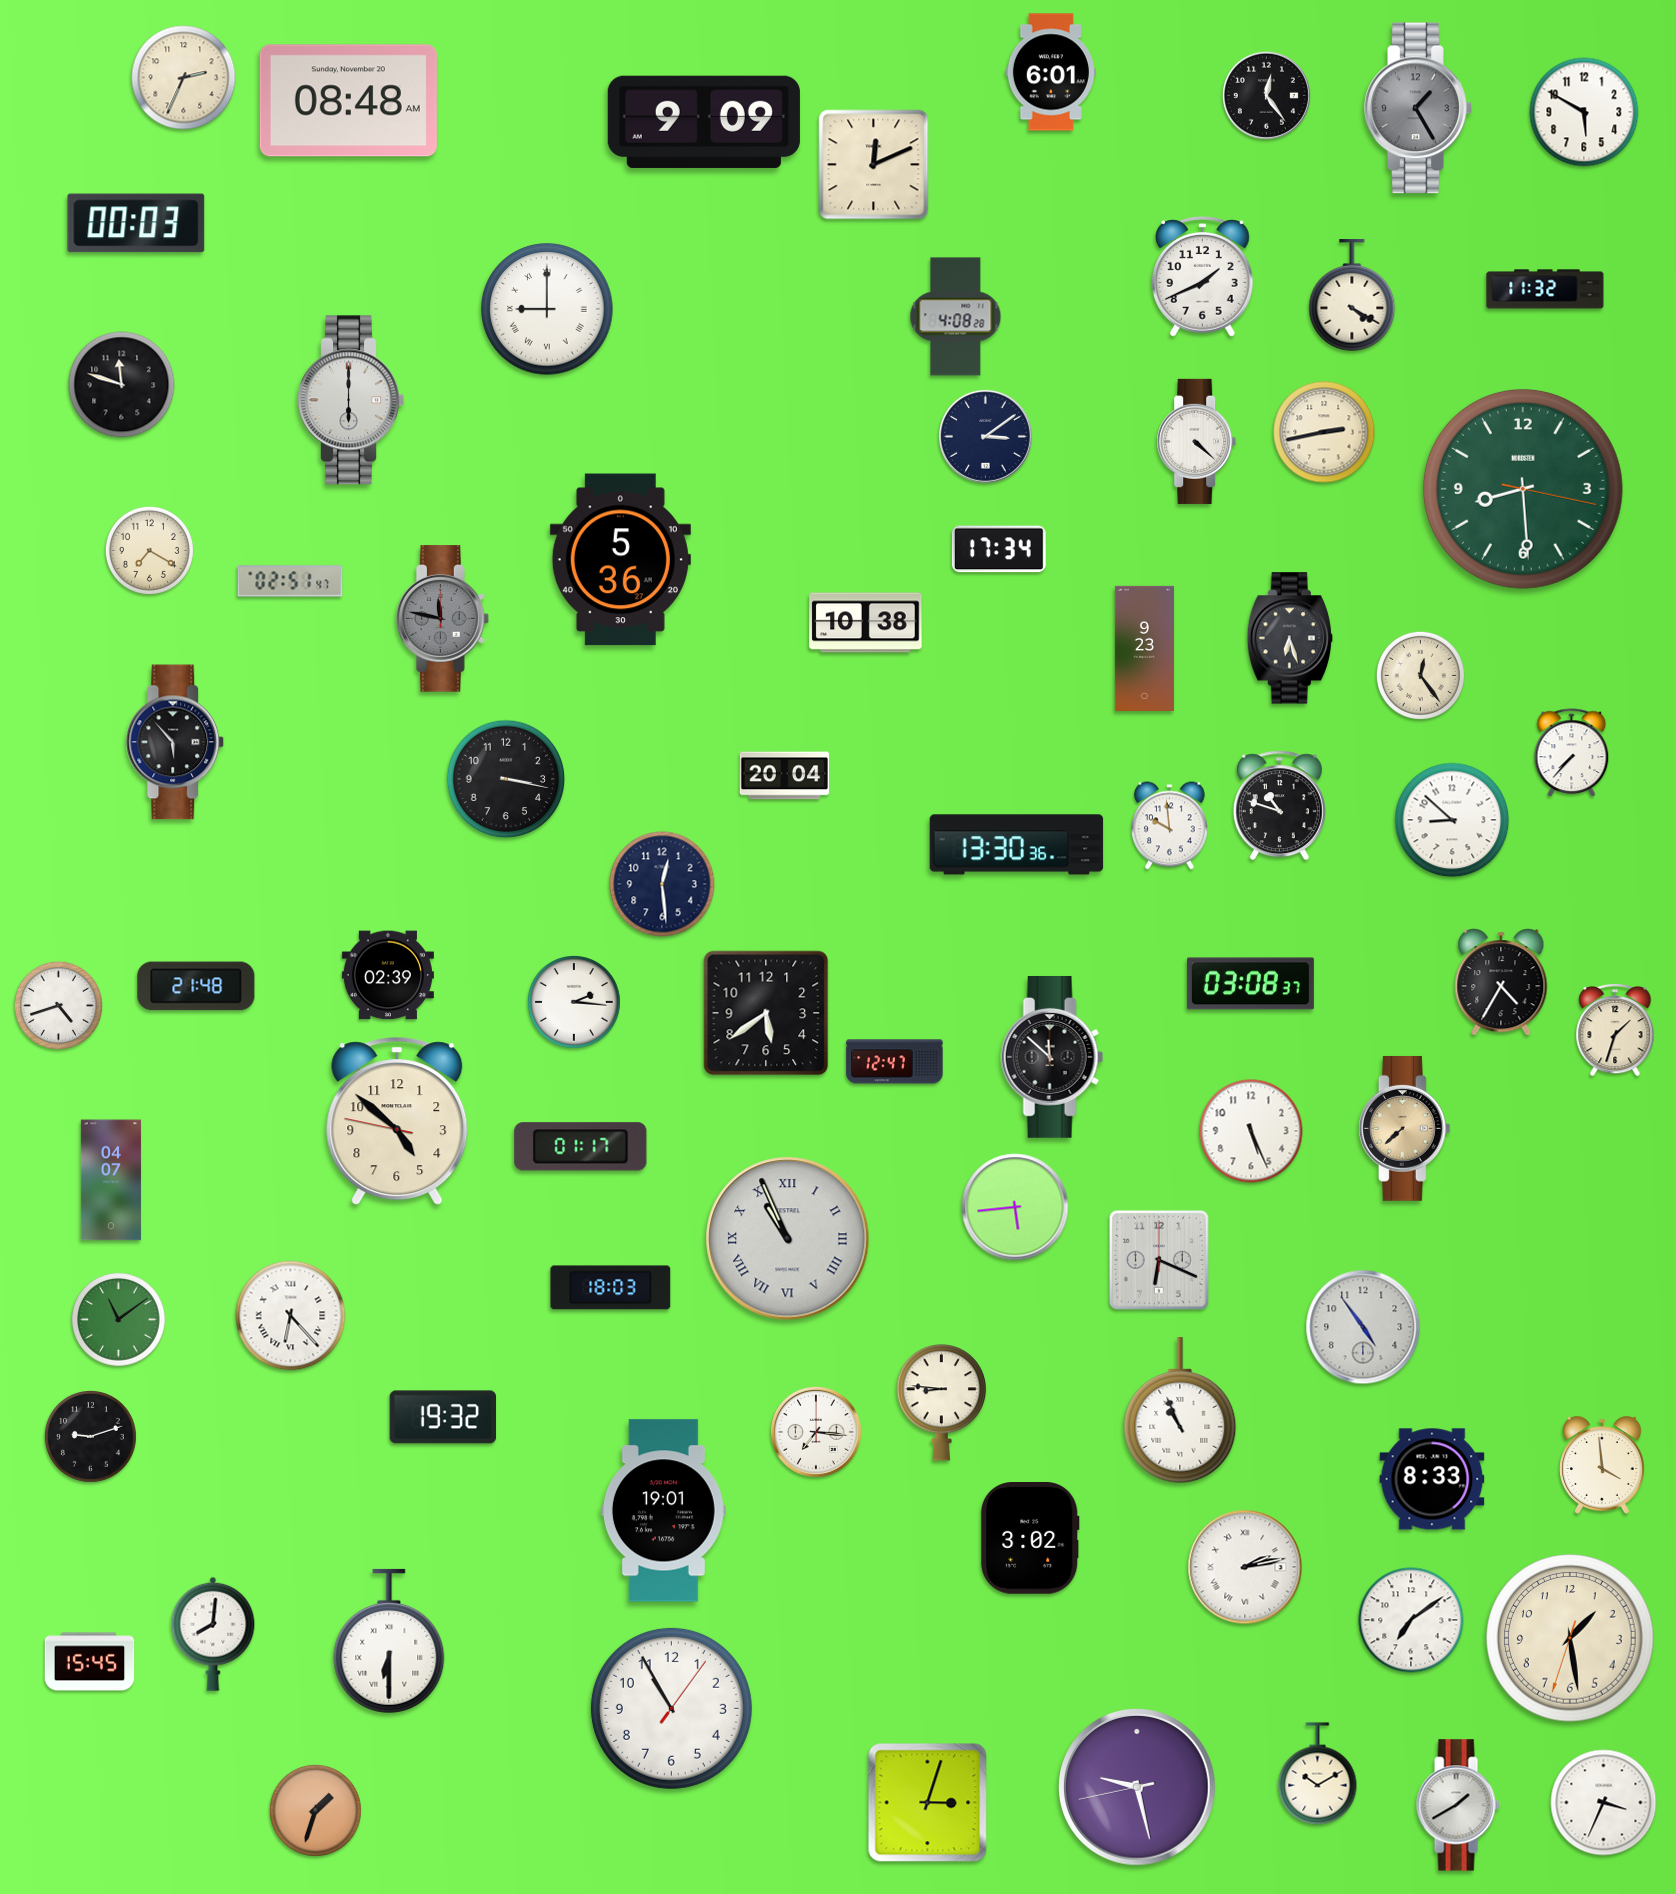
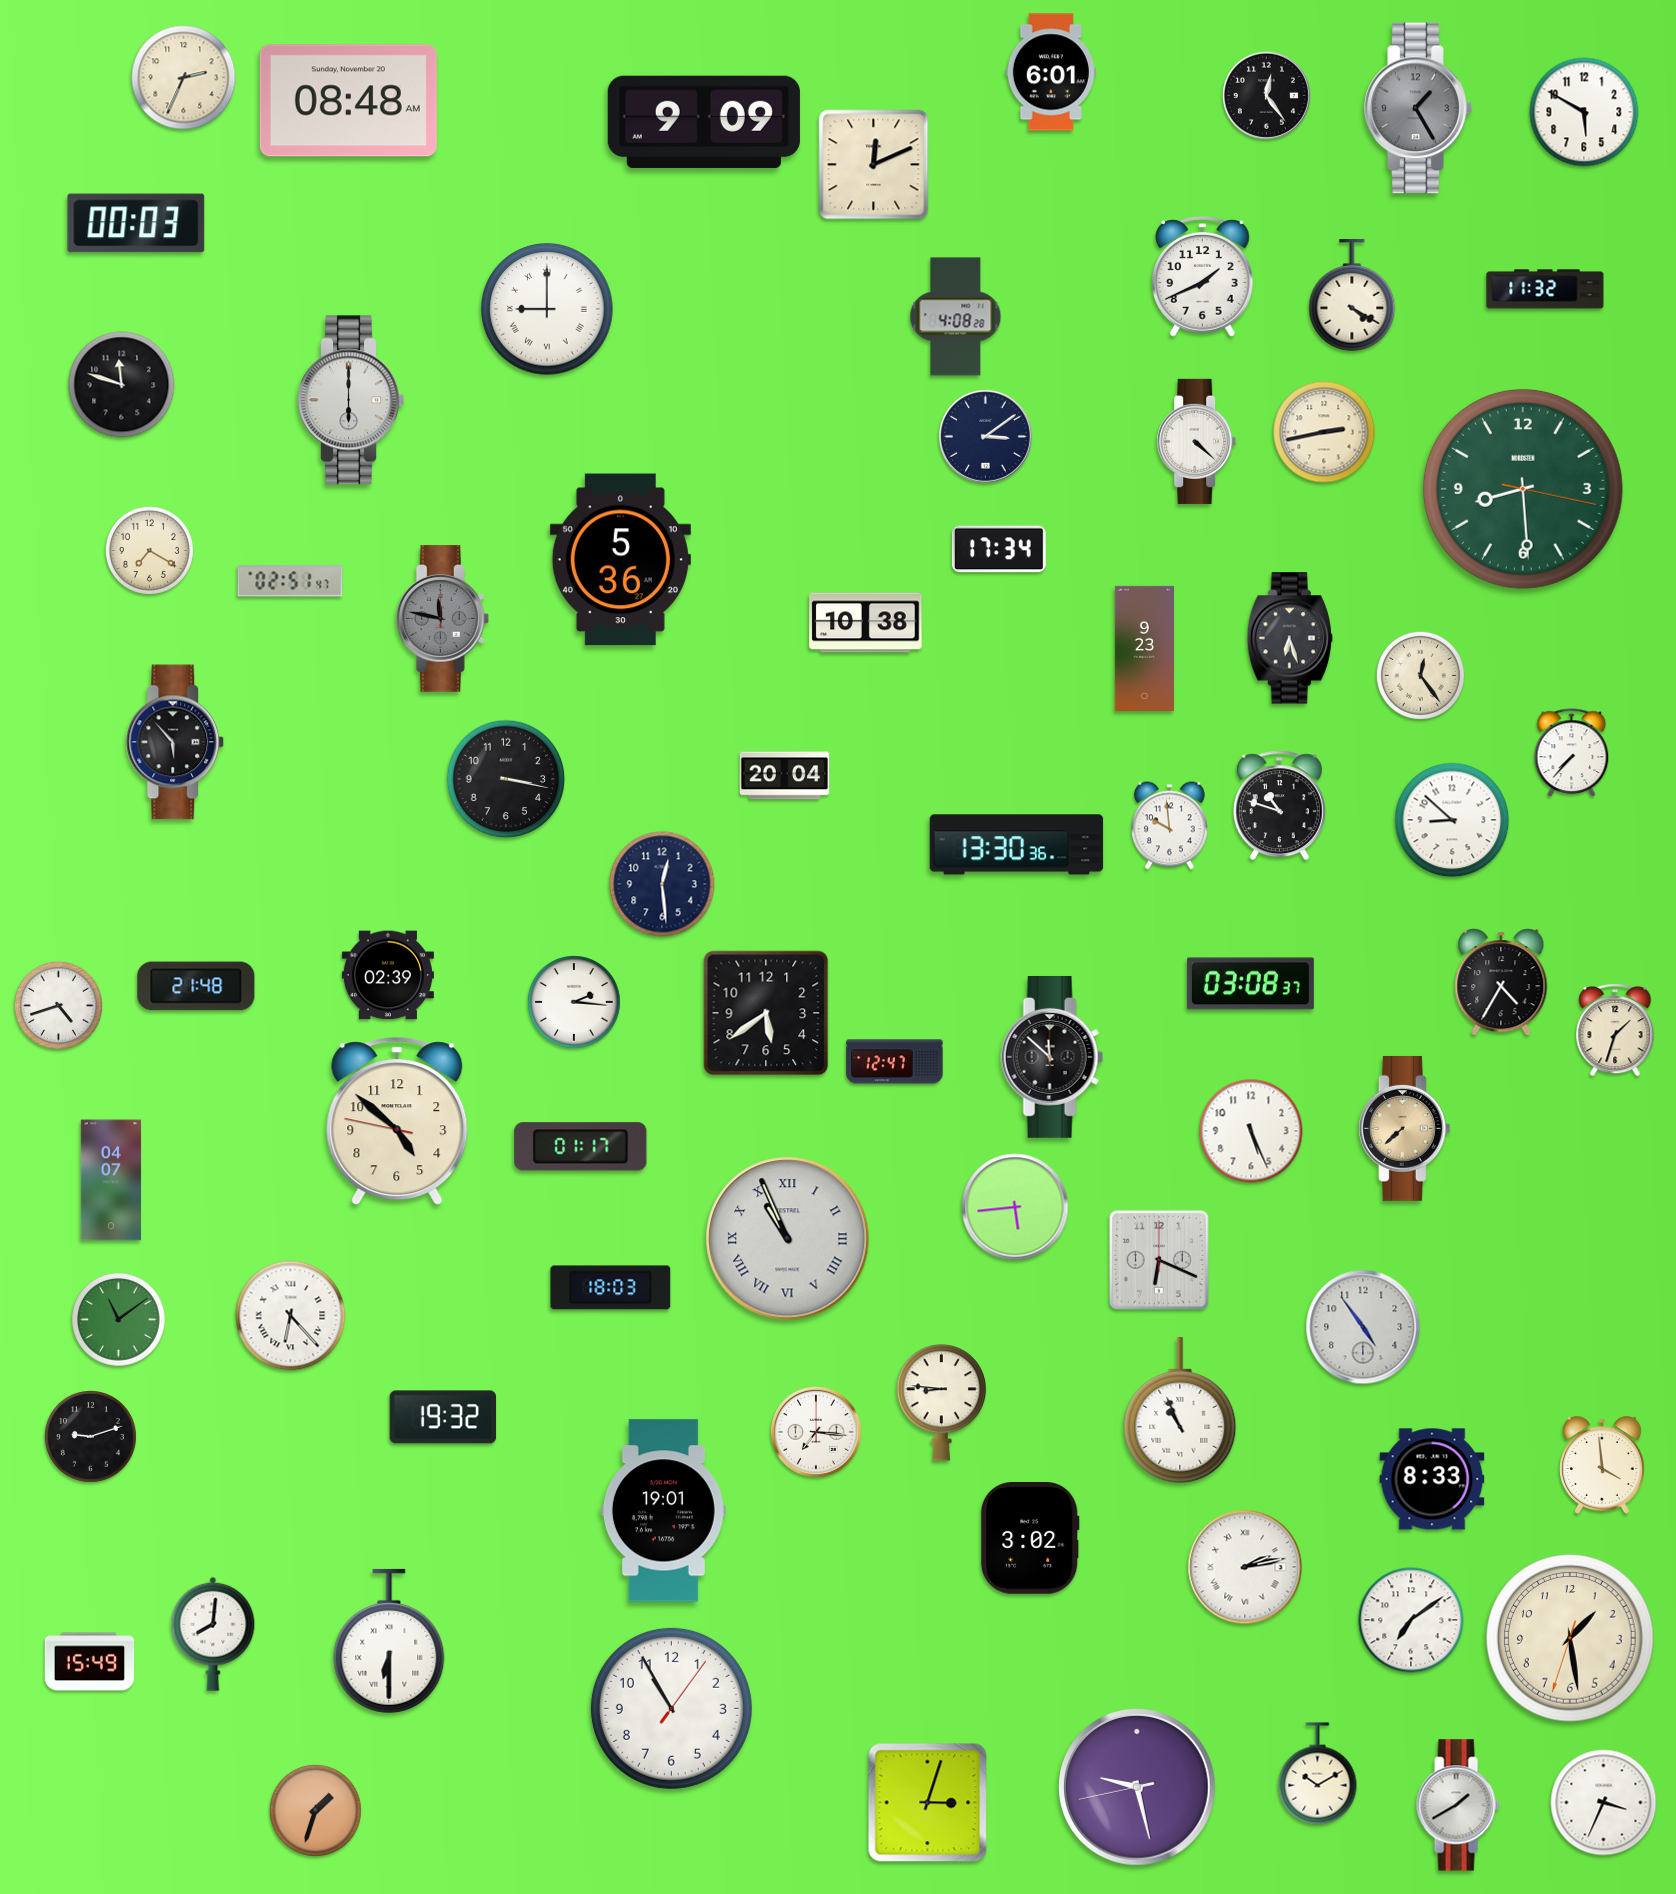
clock at (90, 1662): 15:45 -> 15:49
